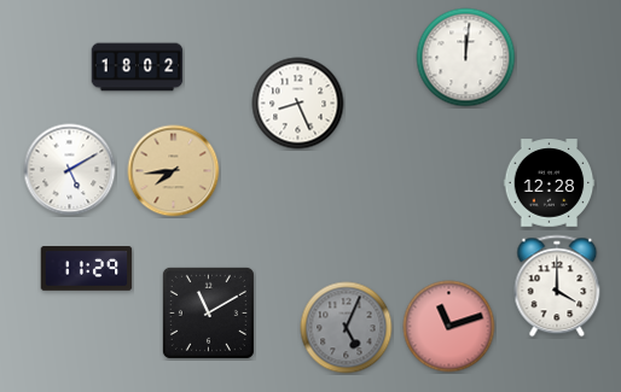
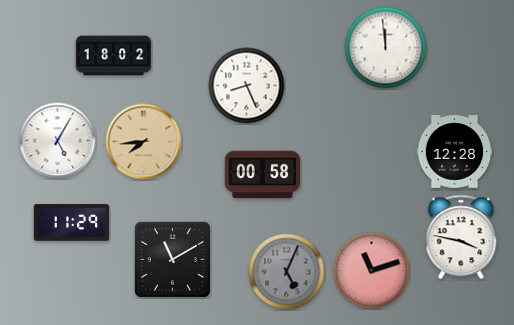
clock at (466, 58): 12:01 -> 11:59
clock at (70, 170): 5:10 -> 5:05
clock at (263, 175): none -> 00:58
clock at (557, 286): 4:00 -> 3:47
